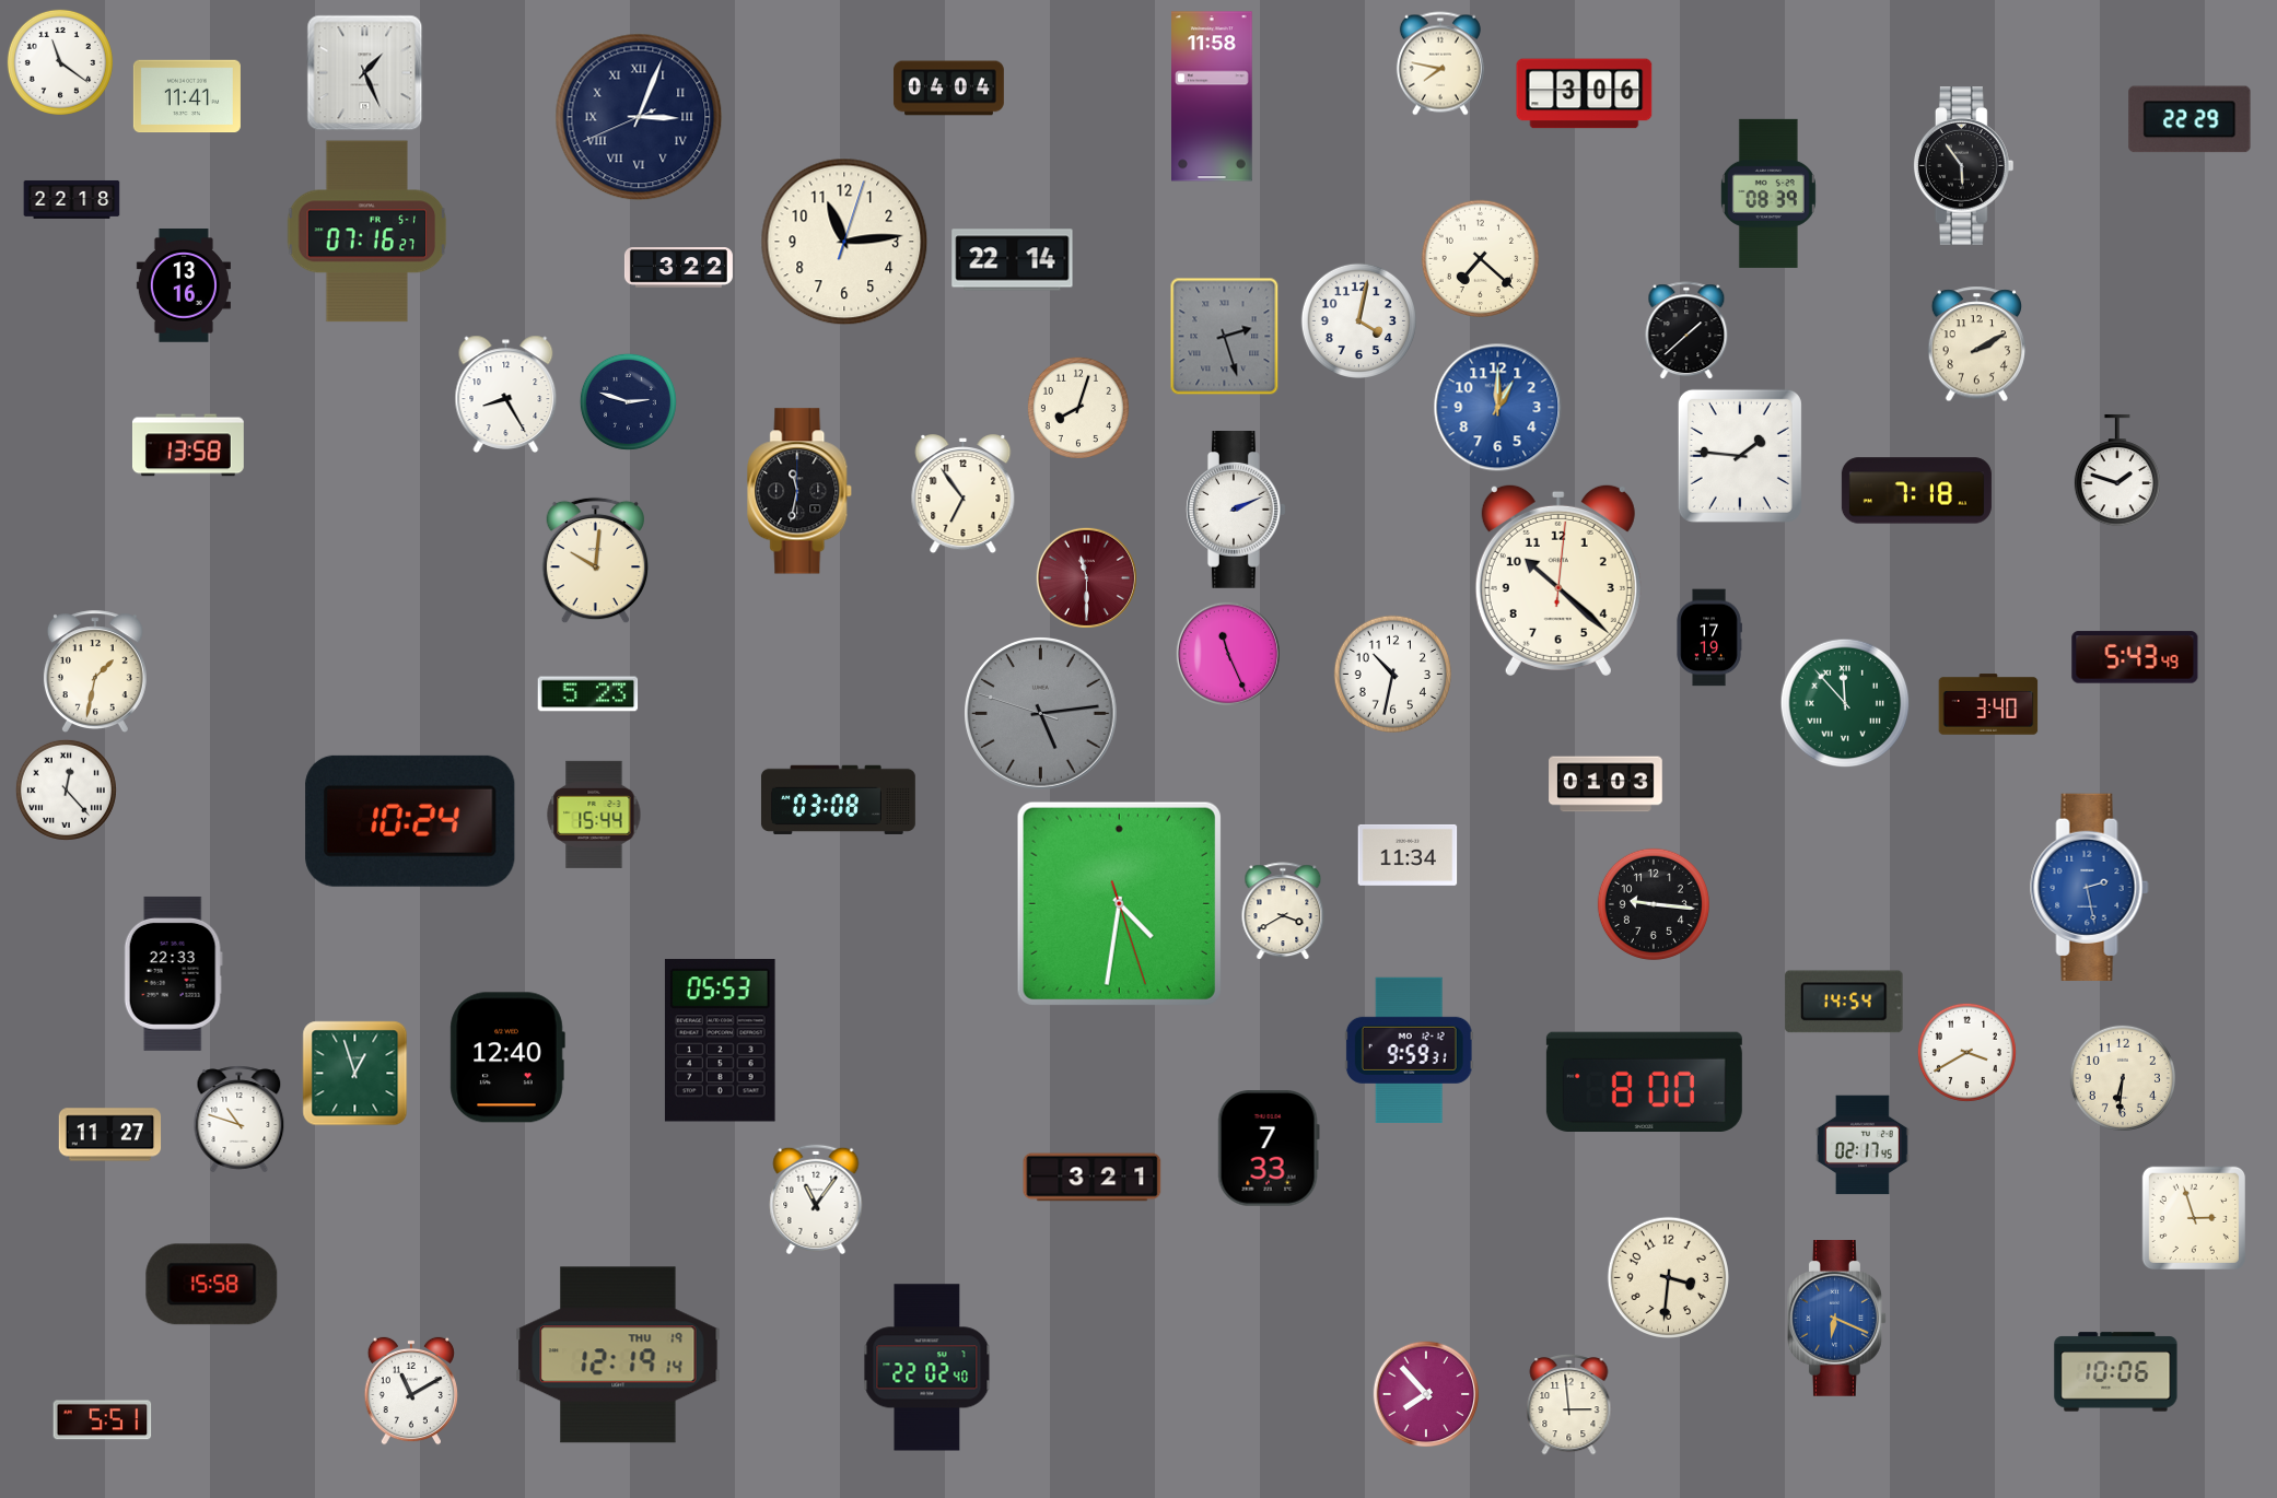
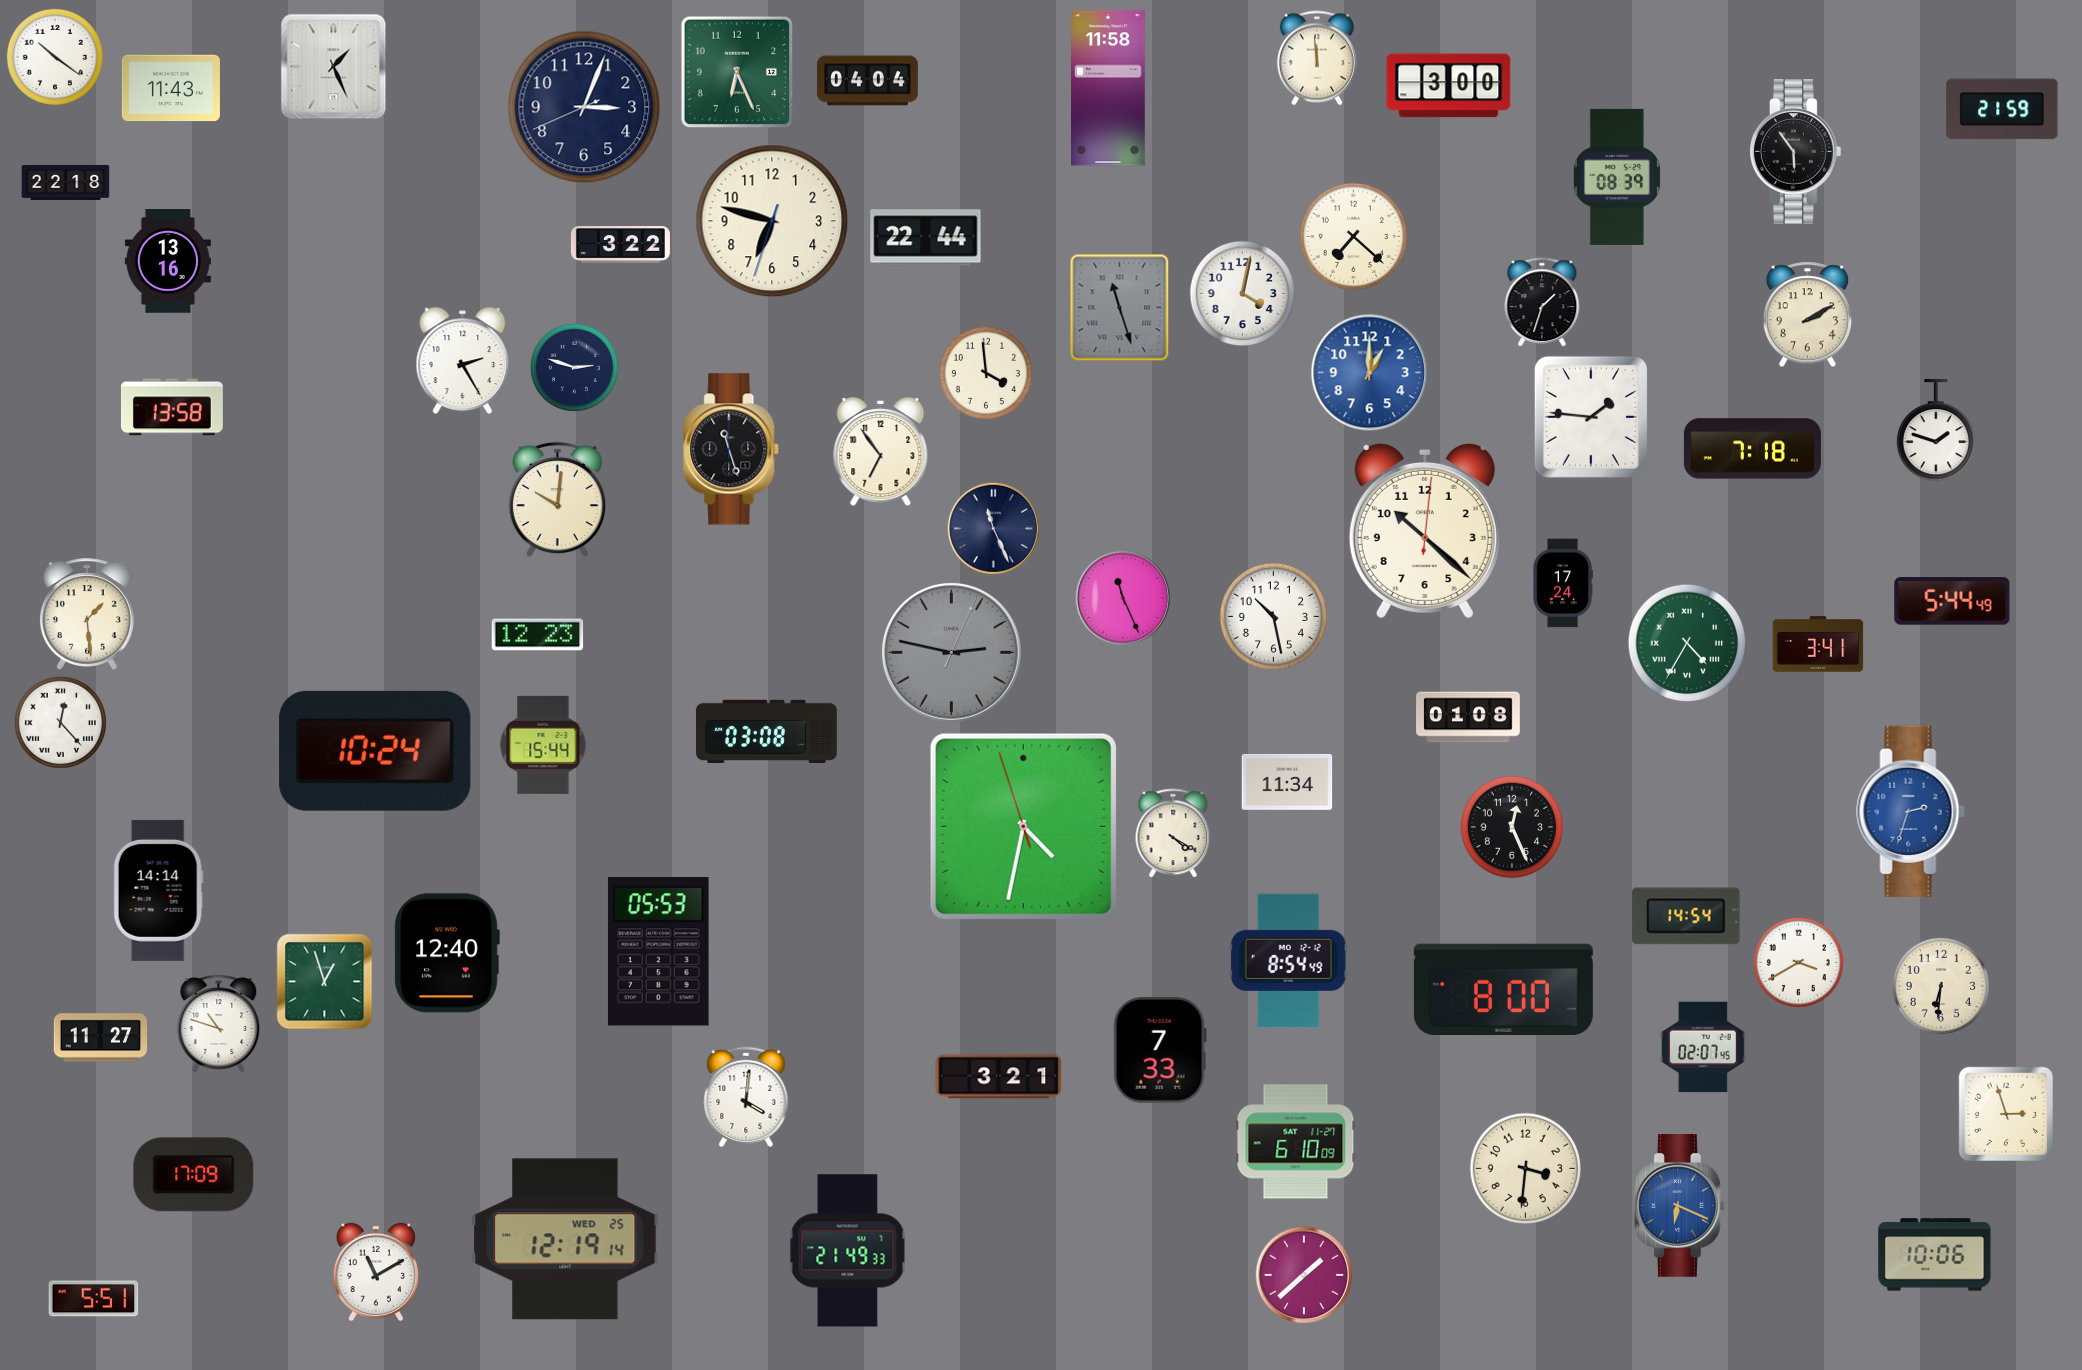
clock at (60, 62): 11:21 -> 10:21
clock at (1440, 63): 7:47 -> 11:59
clock at (736, 71): none -> 6:26
clock at (1585, 94): 3:06 -> 3:00
clock at (187, 96): 11:41 -> 11:43
clock at (639, 117) numerals: Roman -> Arabic
clock at (2190, 119): 22:29 -> 21:59
clock at (367, 232): 07:16 -> none
clock at (844, 242): 11:14 -> 6:47
clock at (1013, 260): 22:14 -> 22:44
clock at (1686, 330): 1:38 -> 1:33
clock at (1225, 337): 2:27 -> 11:27
clock at (506, 394): 8:25 -> 2:25
clock at (1078, 408): 8:03 -> 3:59
clock at (801, 491): 11:32 -> 11:27
clock at (1237, 511): 2:11 -> none
clock at (595, 561) position: (595, 561) -> (557, 500)
clock at (1086, 577): 11:30 -> 11:26
clock at (1086, 577) dial: burgundy -> navy
clock at (1709, 637): 17:19 -> 17:24
clock at (2135, 657): 5:43 -> 5:44
clock at (95, 671): 1:32 -> 1:29
clock at (1392, 674): 10:32 -> 10:28
clock at (588, 694): 5:23 -> 12:23
clock at (1845, 703): 11:53 -> 4:35
clock at (1988, 704): 3:40 -> 3:41
clock at (1041, 714): 5:13 -> 2:47
clock at (1605, 784): 01:03 -> 01:08
clock at (2090, 887): 2:28 -> 2:33
clock at (1119, 903): 4:31:27 -> 4:31:57
clock at (1654, 904): 9:16 -> 12:26
clock at (1283, 911): 3:40 -> 4:20
clock at (173, 973): 22:33 -> 14:14
clock at (1409, 1050): 9:59 -> 8:54
clock at (507, 1057) position: (507, 1057) -> (447, 953)
clock at (1864, 1145): 02:17 -> 02:07
clock at (816, 1198): 11:06 -> 4:01
clock at (1296, 1142): none -> 6:10
clock at (212, 1285): 15:58 -> 17:09
clock at (618, 1355) date: THU 19 -> WED 25
clock at (927, 1368): 22:02 -> 21:49
clock at (1426, 1394): 7:53 -> 1:38
clock at (1569, 1404): 2:59 -> none
